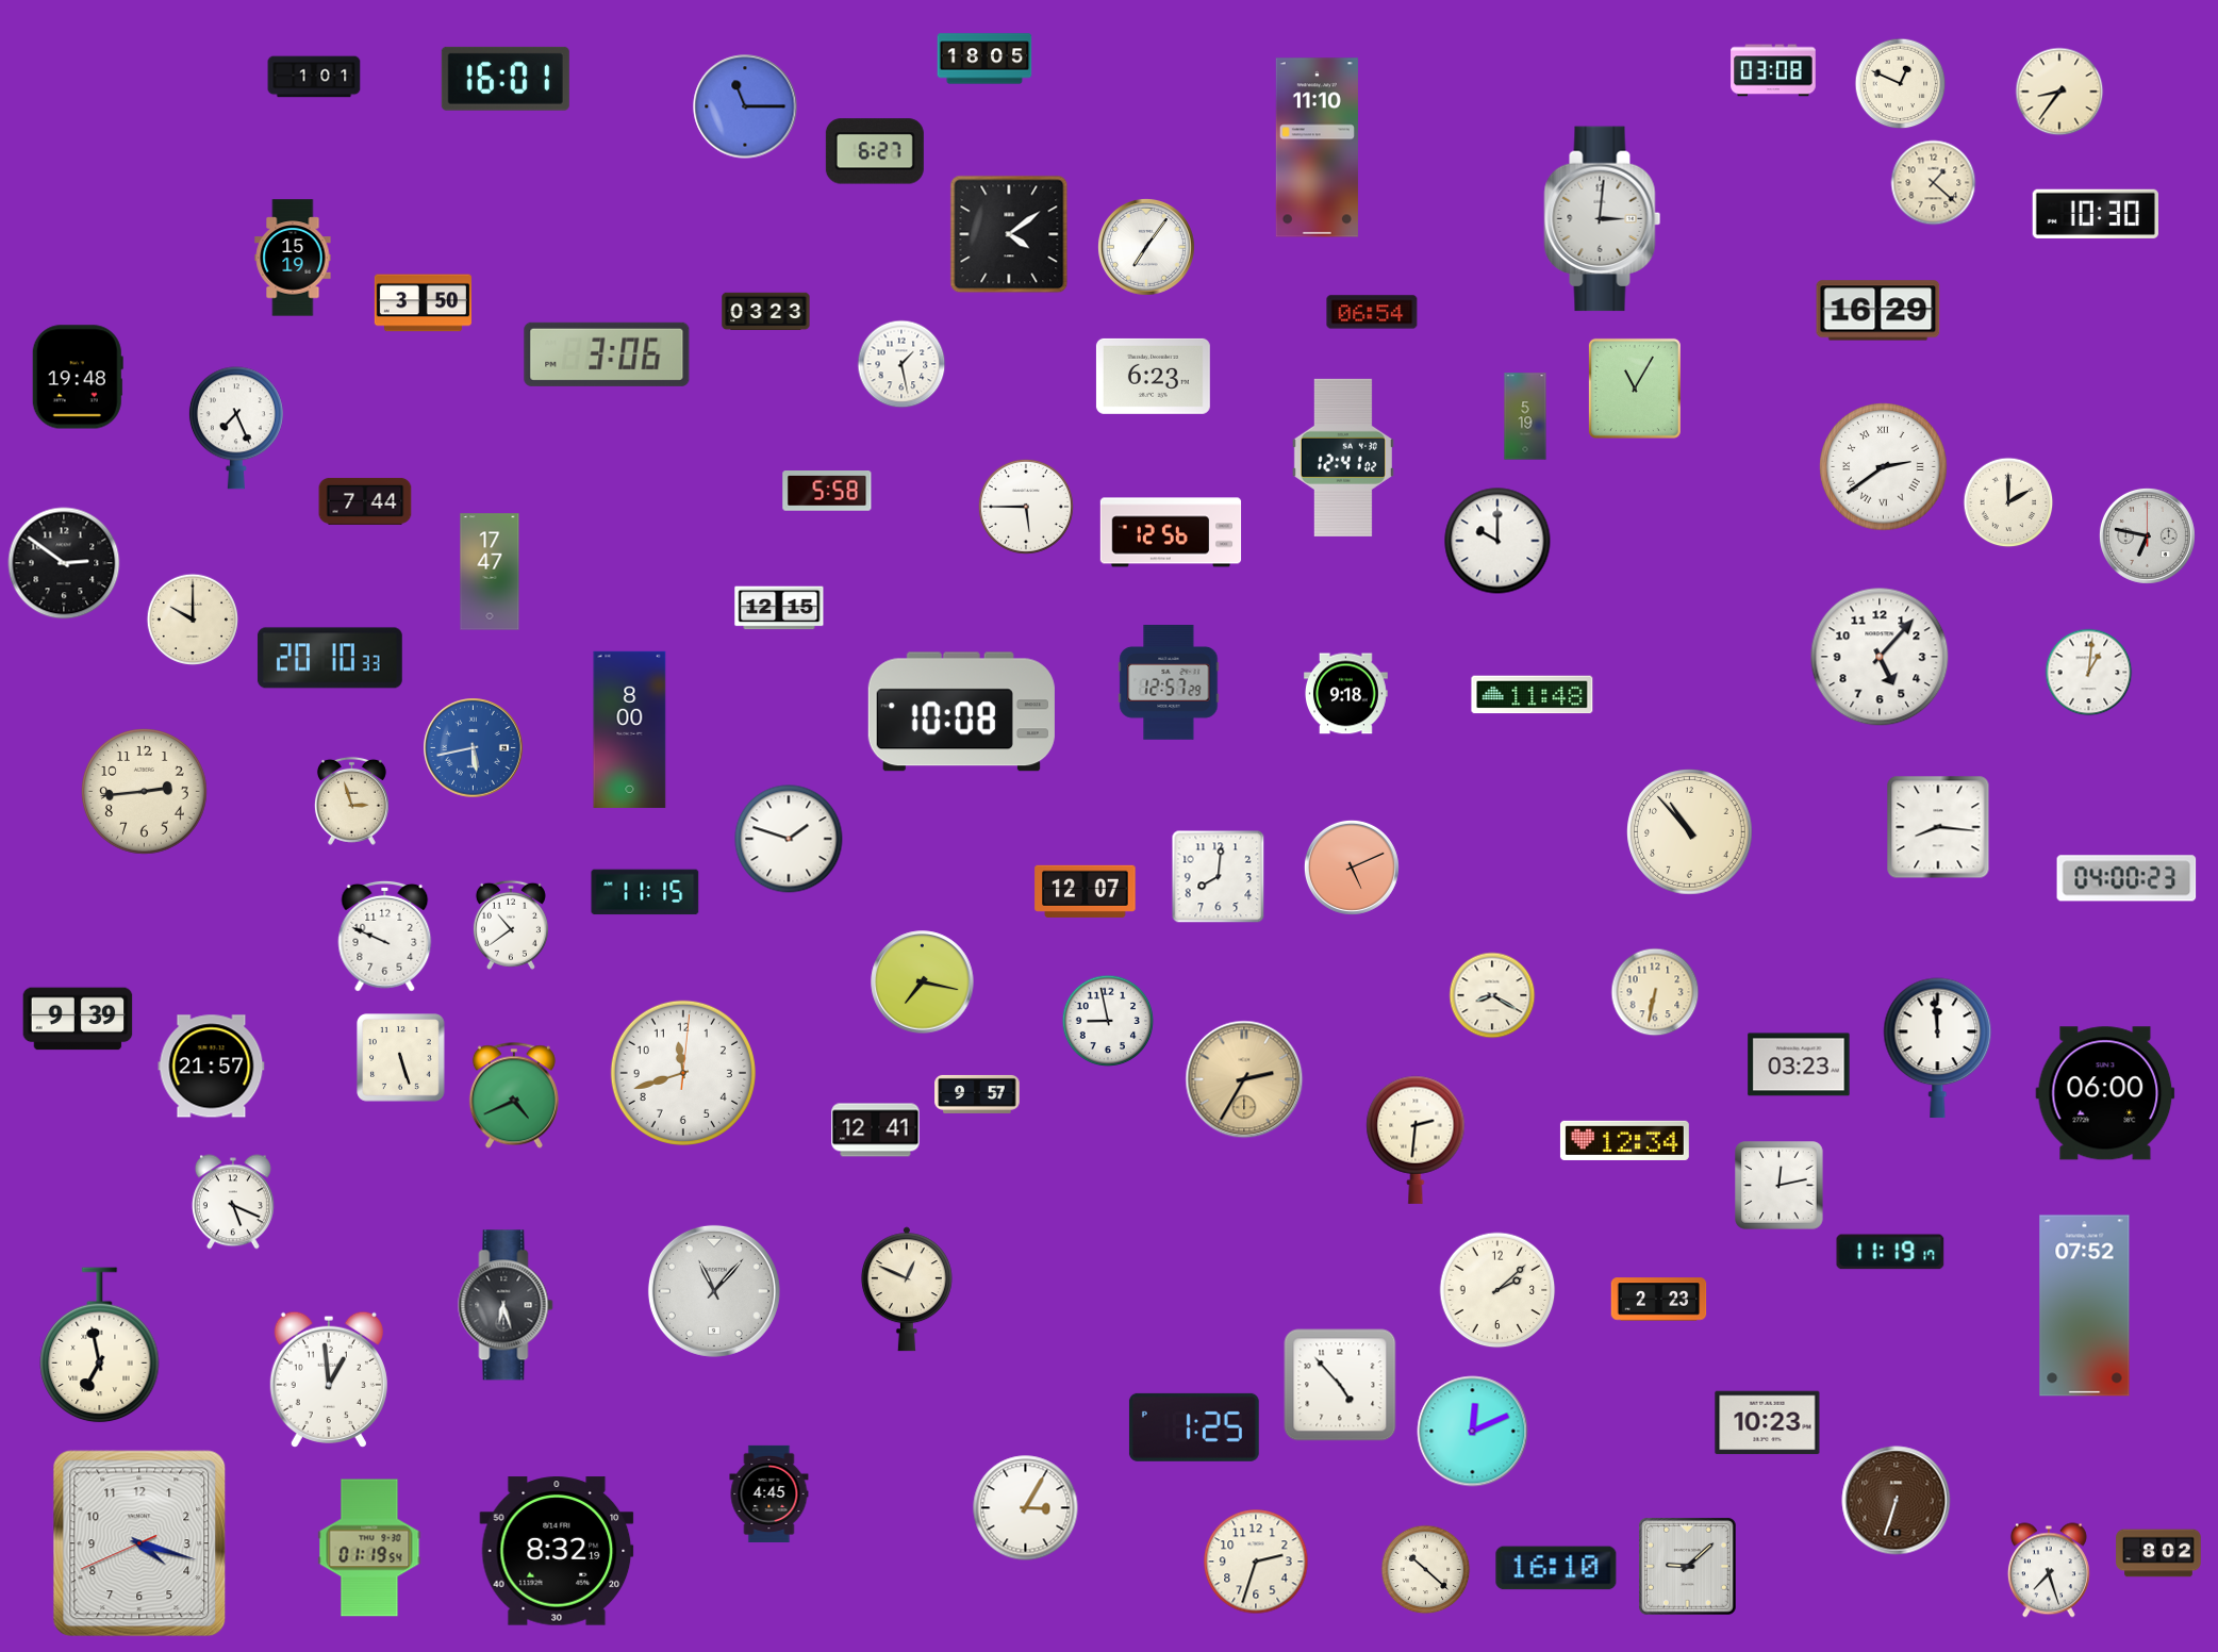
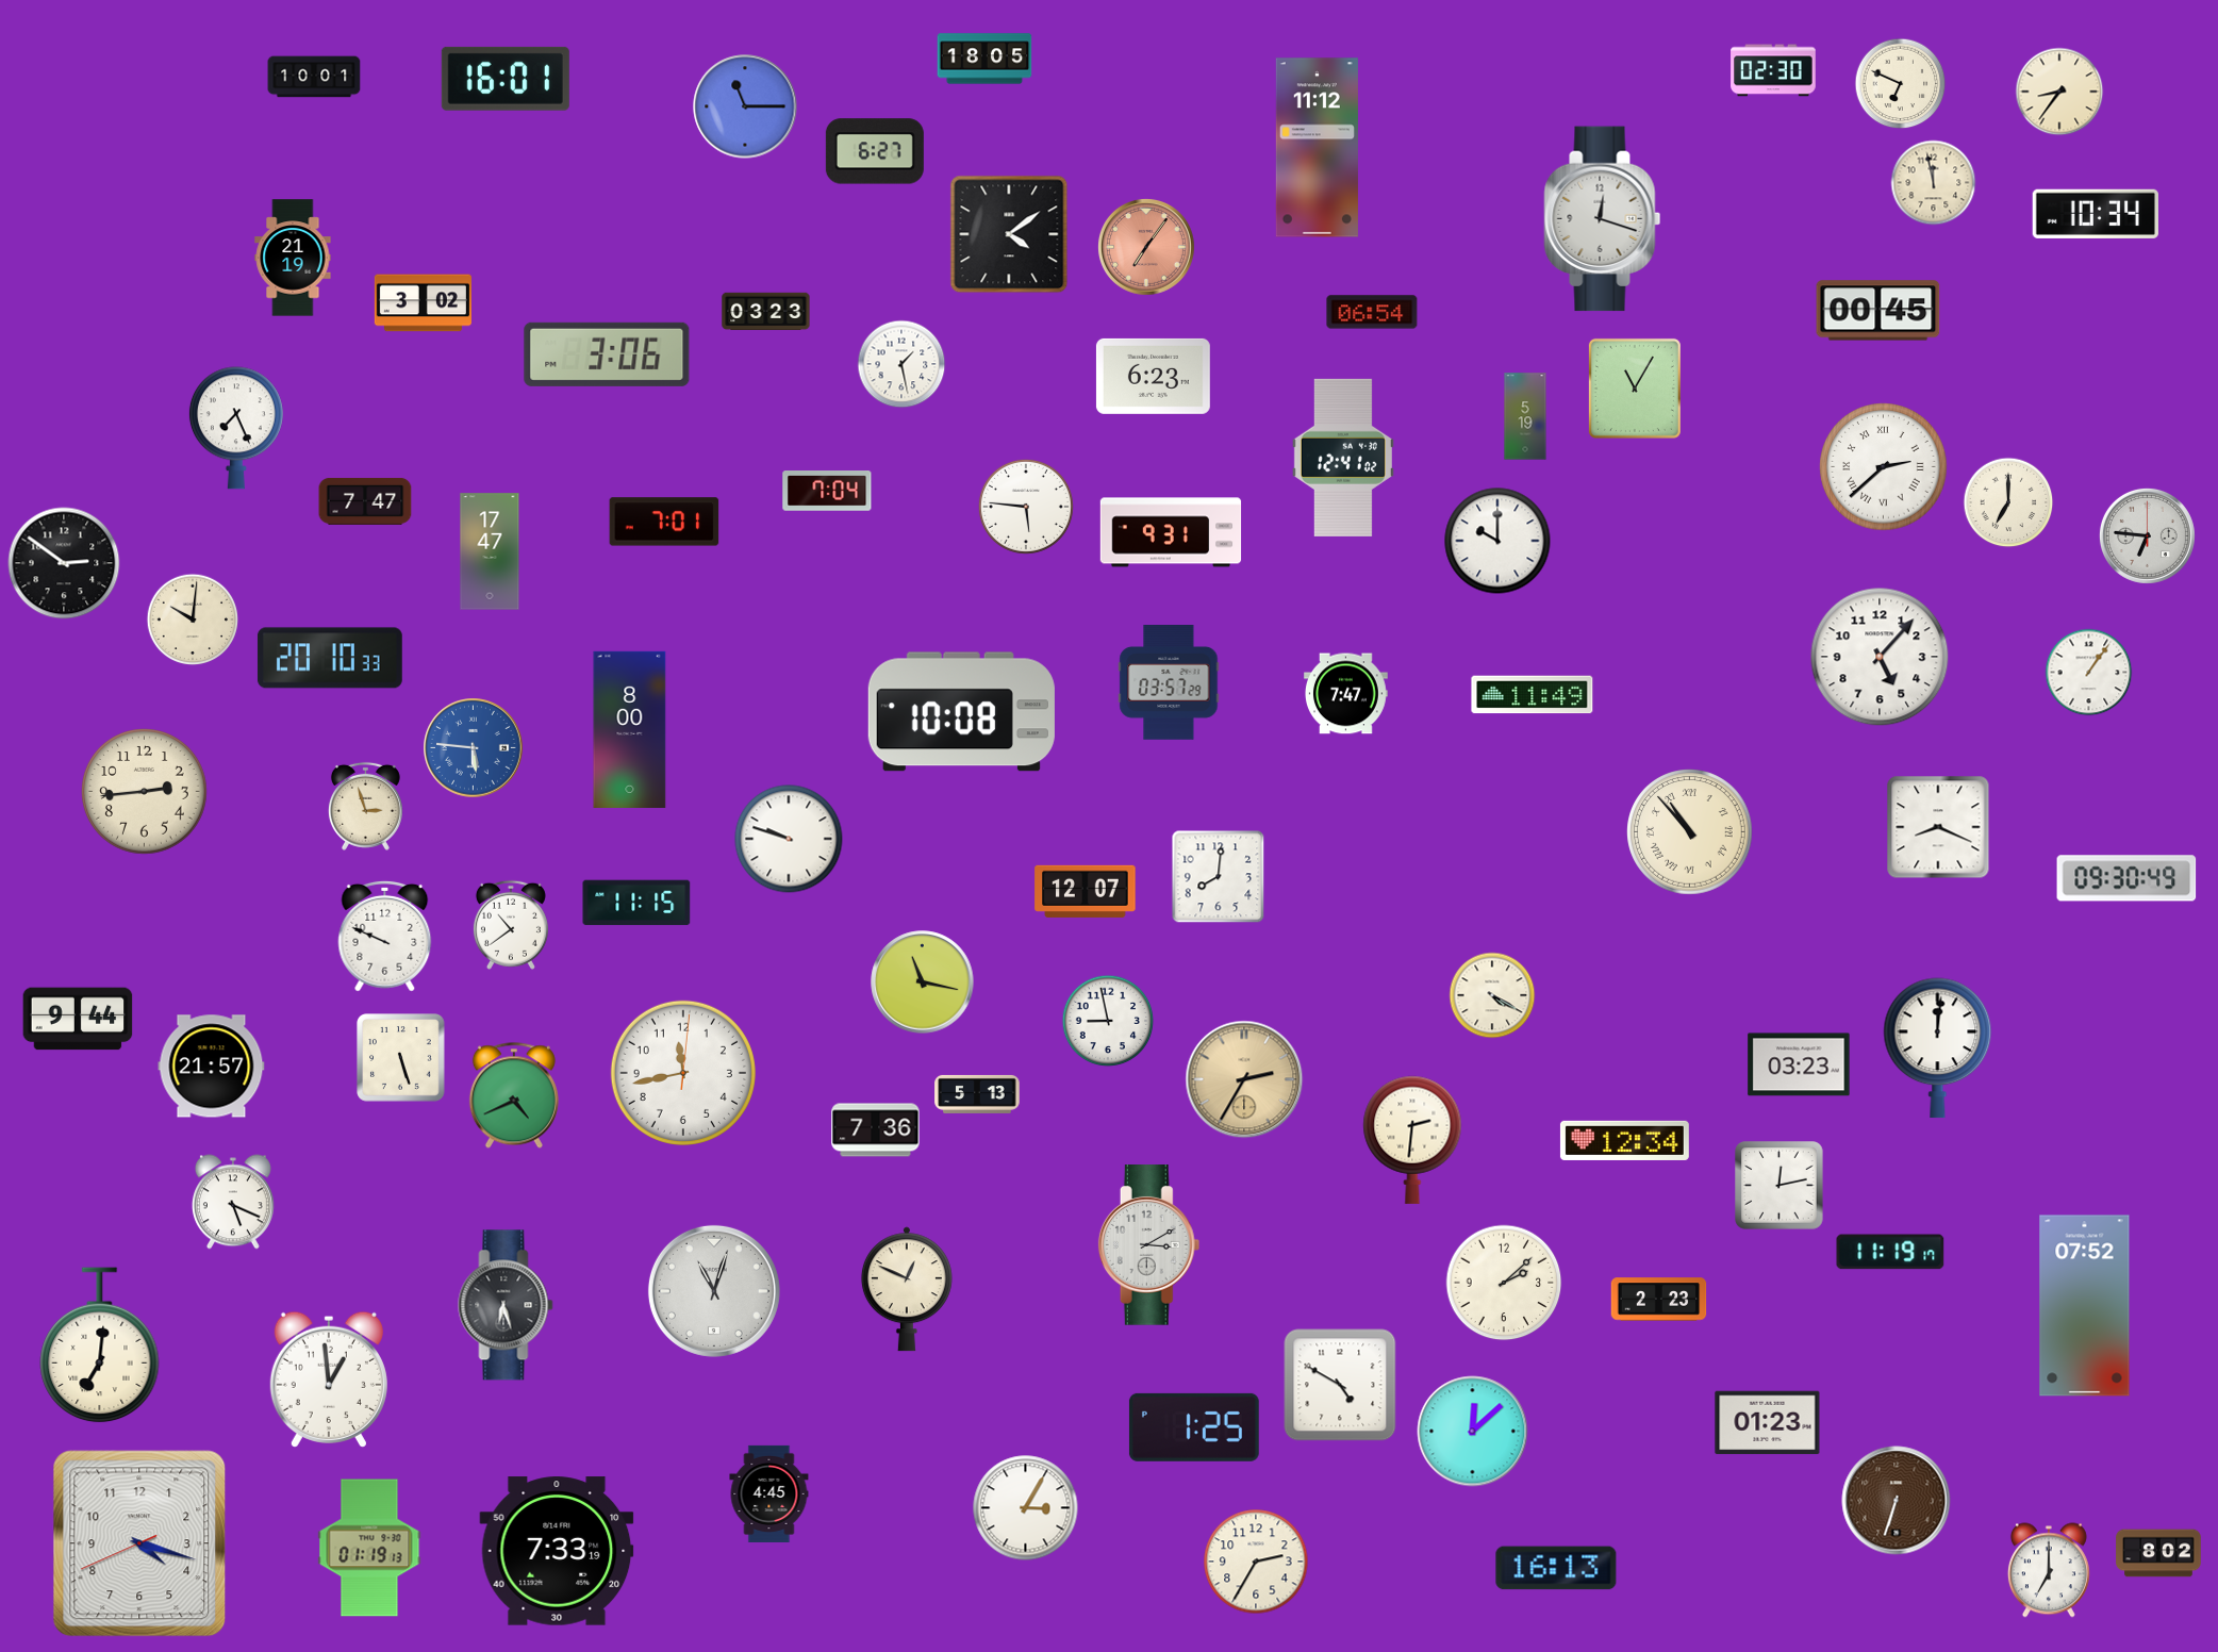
clock at (1773, 70): 03:08 -> 02:30
clock at (314, 77): 1:01 -> 10:01
clock at (1901, 84): 12:49 -> 6:49
clock at (1317, 148): 11:10 -> 11:12
clock at (1934, 183): 1:22 -> 11:58
clock at (2096, 214): 10:30 -> 10:34
clock at (1603, 219): 3:01 -> 12:18
clock at (1146, 247) dial: white -> salmon
clock at (293, 258): 15:19 -> 21:19
clock at (423, 303): 3:50 -> 3:02
clock at (1878, 311): 16:29 -> 00:45
clock at (78, 377): 19:48 -> none
clock at (1884, 467): 2:39 -> 2:38
clock at (827, 492): 5:58 -> 7:04
clock at (365, 501): 7:44 -> 7:47
clock at (2008, 502): 2:00 -> 7:00
clock at (1026, 507): 5:45 -> 5:46
clock at (664, 522): none -> 7:01
clock at (1171, 532): 12:56 -> 9:31
clock at (2147, 535): 6:47 -> 6:46
clock at (490, 572) position: (490, 572) -> (490, 551)
clock at (779, 608): 12:15 -> none
clock at (193, 619): 10:00 -> 10:01
clock at (2089, 673): 1:01 -> 1:06
clock at (1169, 683): 12:57 -> 03:57
clock at (1345, 694): 9:18 -> 7:47
clock at (1533, 695): 11:48 -> 11:49
clock at (474, 748): 5:43 -> 5:46
clock at (351, 800) position: (351, 800) -> (365, 806)
clock at (1938, 827): 8:16 -> 8:19
clock at (1690, 832) numerals: Arabic -> Roman
clock at (789, 839): 1:48 -> 9:48
clock at (1352, 868): 5:11 -> none
clock at (2126, 878): 04:00 -> 09:30
clock at (645, 892) position: (645, 892) -> (636, 903)
clock at (923, 982): 7:17 -> 11:17
clock at (1655, 992): 6:32 -> none
clock at (1492, 995): 8:20 -> 4:20
clock at (78, 1019): 9:39 -> 9:44
clock at (1938, 1048): 11:59 -> 12:01
clock at (683, 1073): 11:42 -> 11:43
clock at (2105, 1093): 06:00 -> none
clock at (977, 1094): 9:57 -> 5:13
clock at (876, 1130): 12:41 -> 7:36
clock at (1416, 1140) position: (1416, 1140) -> (1412, 1140)
clock at (1149, 1245): none -> 3:10
clock at (1497, 1290) position: (1497, 1290) -> (1504, 1283)
clock at (714, 1291): 11:07 -> 11:03
clock at (100, 1345): 6:58 -> 7:01
clock at (1340, 1385): 4:53 -> 4:50
clock at (1768, 1423): 10:23 -> 01:23
clock at (1473, 1432): 12:11 -> 12:08
clock at (369, 1548): 01:19:54 -> 01:19:13
clock at (557, 1551): 8:32 -> 7:33
clock at (1256, 1562): 2:33 -> 2:35
clock at (1687, 1566): 9:08 -> none
clock at (1556, 1568): 16:10 -> 16:13
clock at (1426, 1570): 10:22 -> none
clock at (2049, 1570): 7:27 -> 7:00
